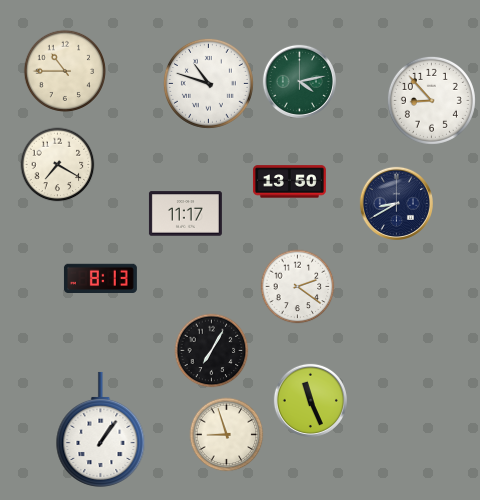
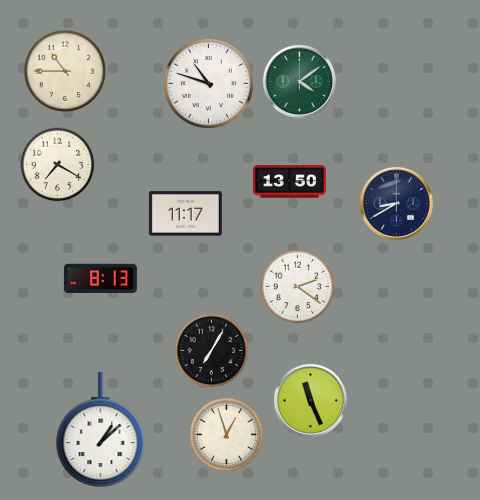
clock at (299, 81): 4:13 -> 4:09
clock at (431, 100): 8:53 -> none
clock at (101, 429): 1:06 -> 1:08
clock at (227, 435): 8:57 -> 12:57
